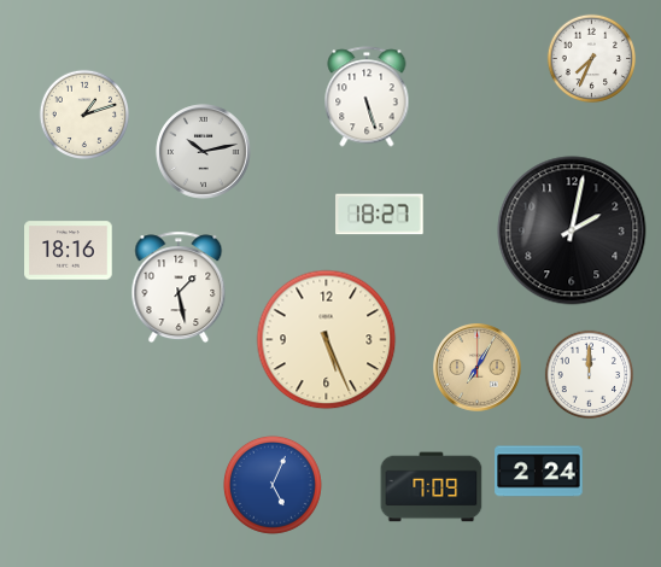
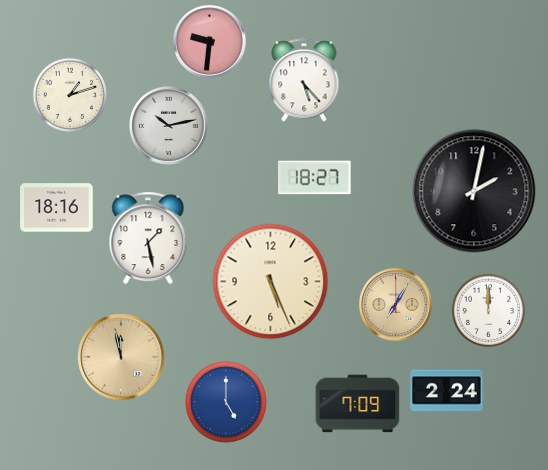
clock at (210, 42): none -> 9:31
clock at (592, 59): 7:34 -> none
clock at (367, 97): 5:27 -> 5:23
clock at (121, 357): none -> 11:58
clock at (273, 485): 5:04 -> 5:00
